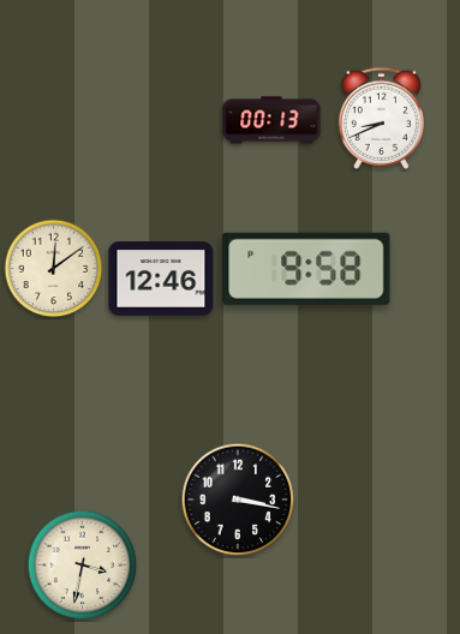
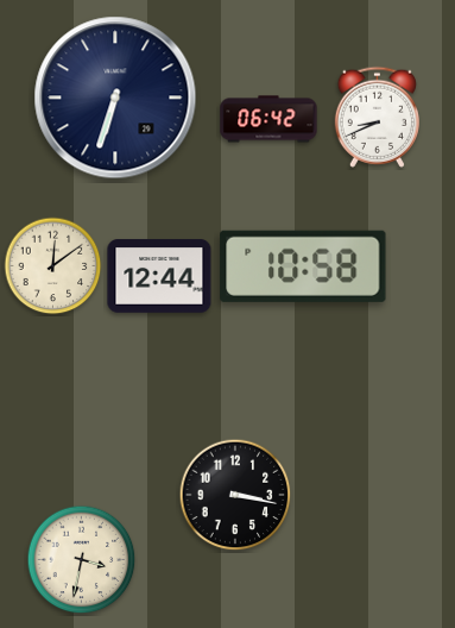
clock at (115, 98): none -> 6:33
clock at (271, 120): 00:13 -> 06:42
clock at (306, 269): 9:58 -> 10:58
clock at (161, 279): 12:46 -> 12:44
